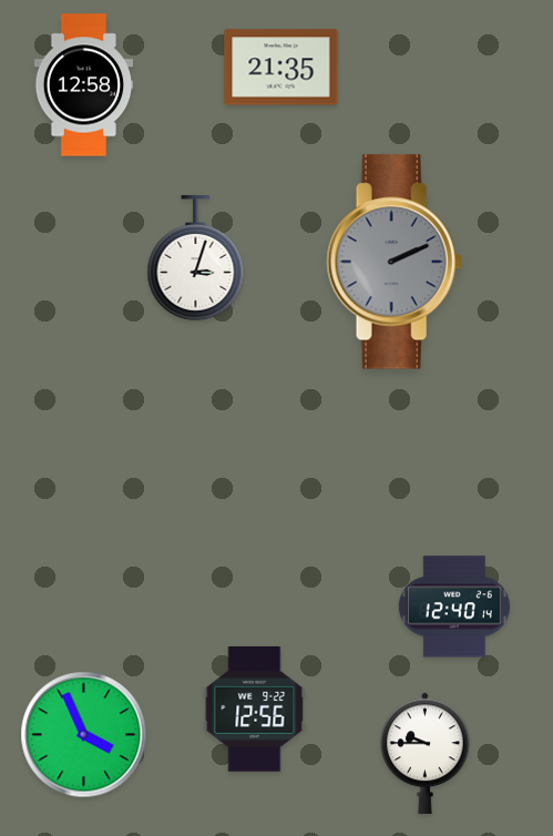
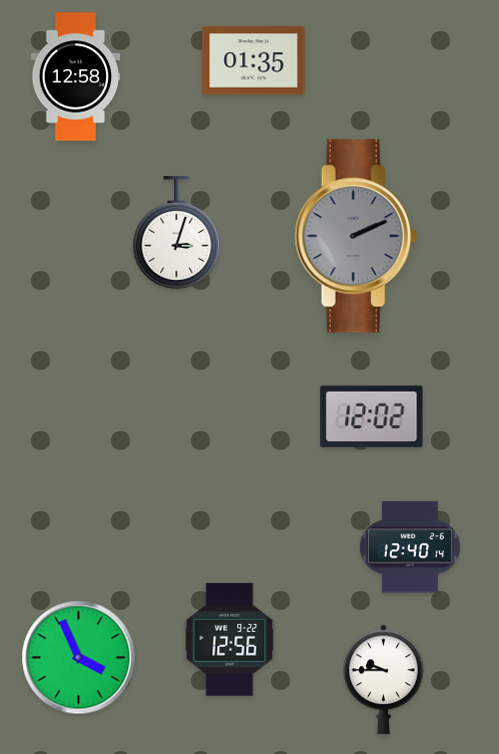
clock at (281, 68): 21:35 -> 01:35
clock at (372, 417): none -> 12:02
clock at (84, 735) position: (84, 735) -> (79, 658)
